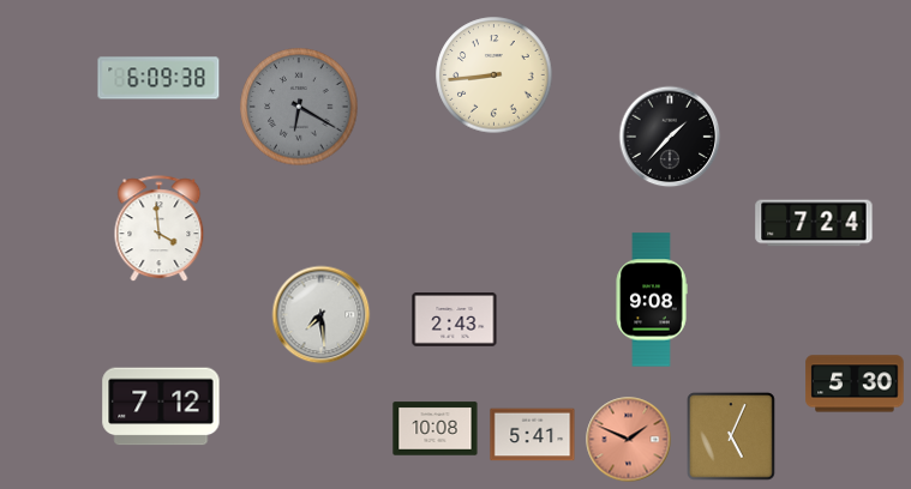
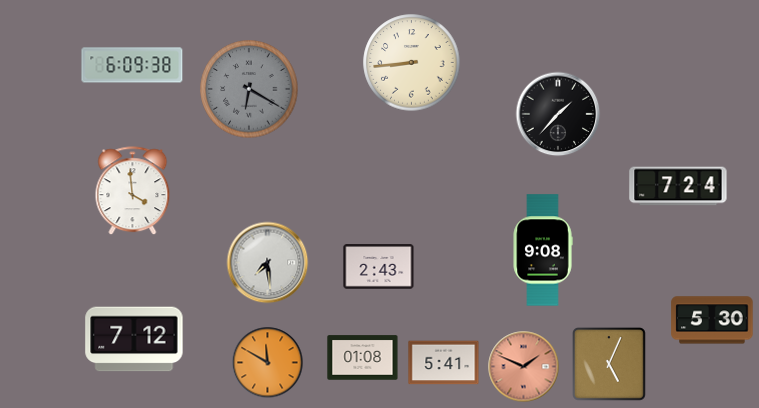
clock at (436, 429): 10:08 -> 01:08
clock at (268, 363): none -> 11:50
